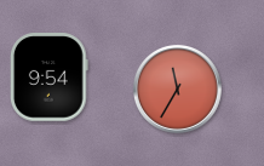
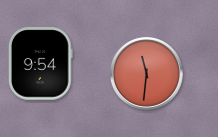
clock at (177, 88): 11:35 -> 11:31
